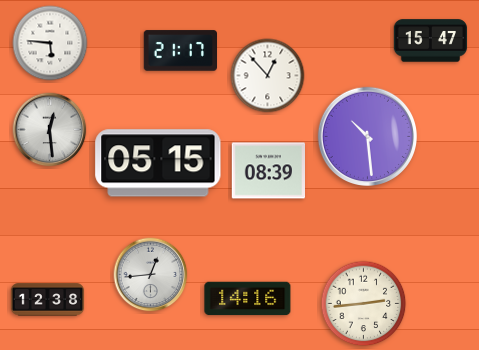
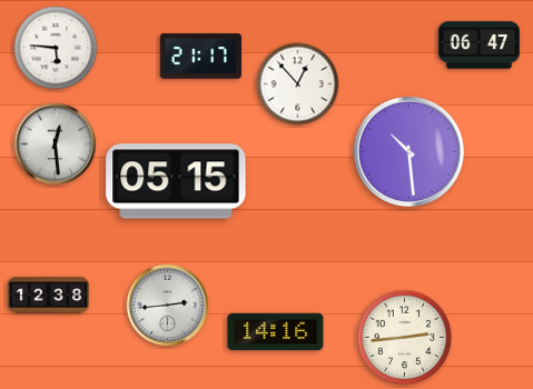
clock at (431, 41): 15:47 -> 06:47
clock at (269, 171): 08:39 -> none
clock at (151, 275): 12:44 -> 2:44
clock at (48, 300) position: (48, 300) -> (49, 296)
